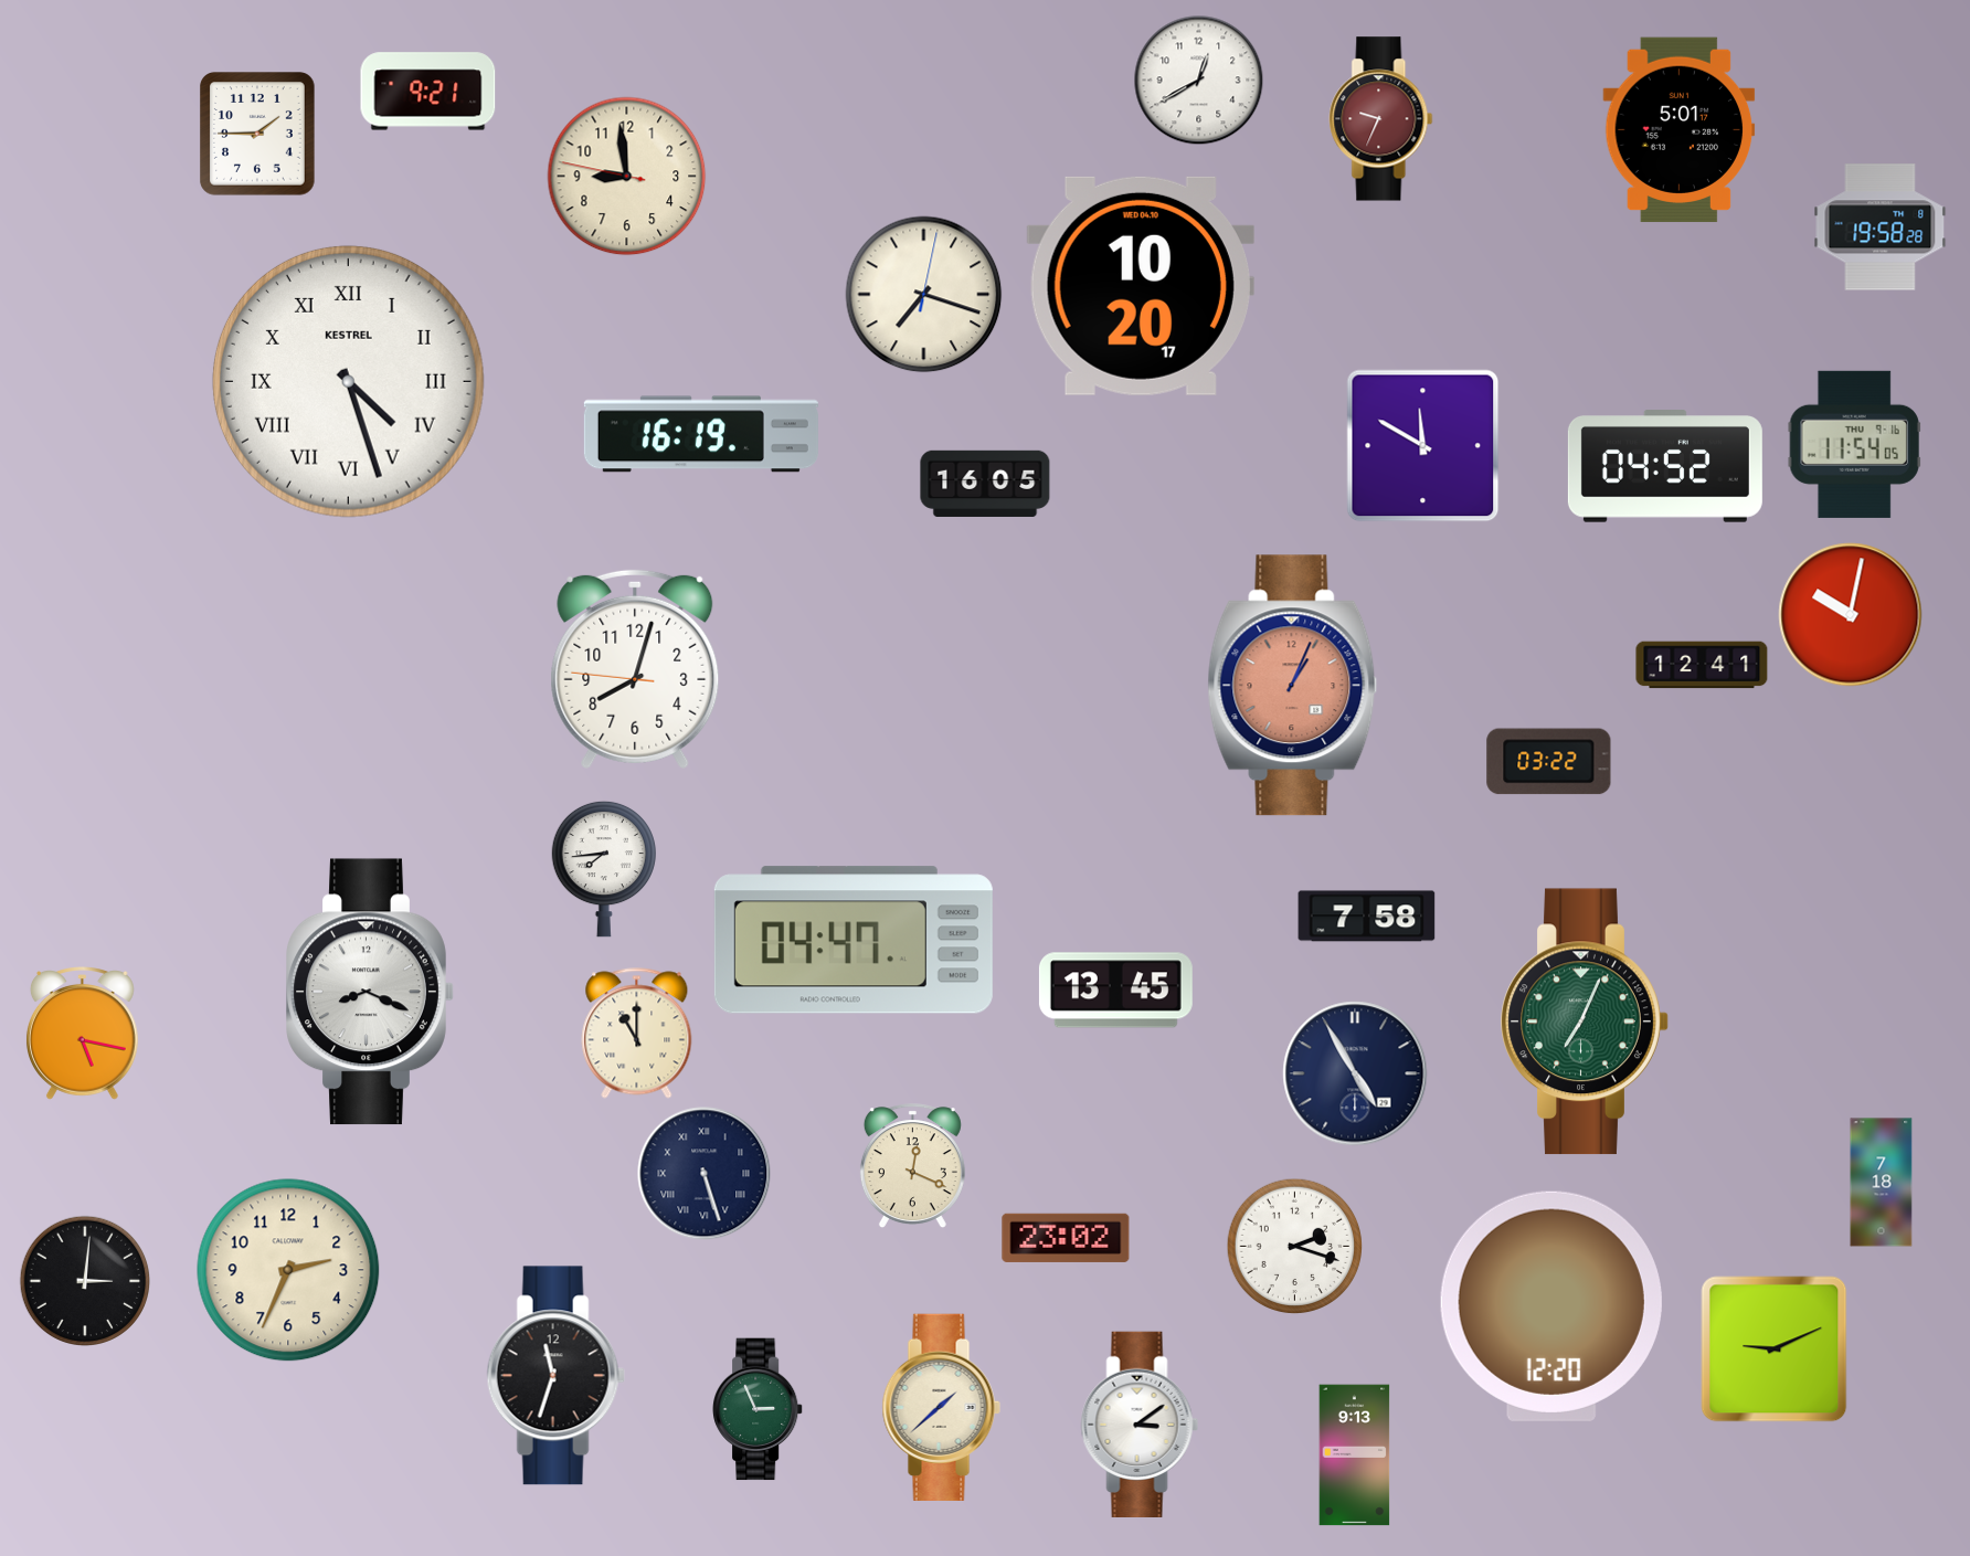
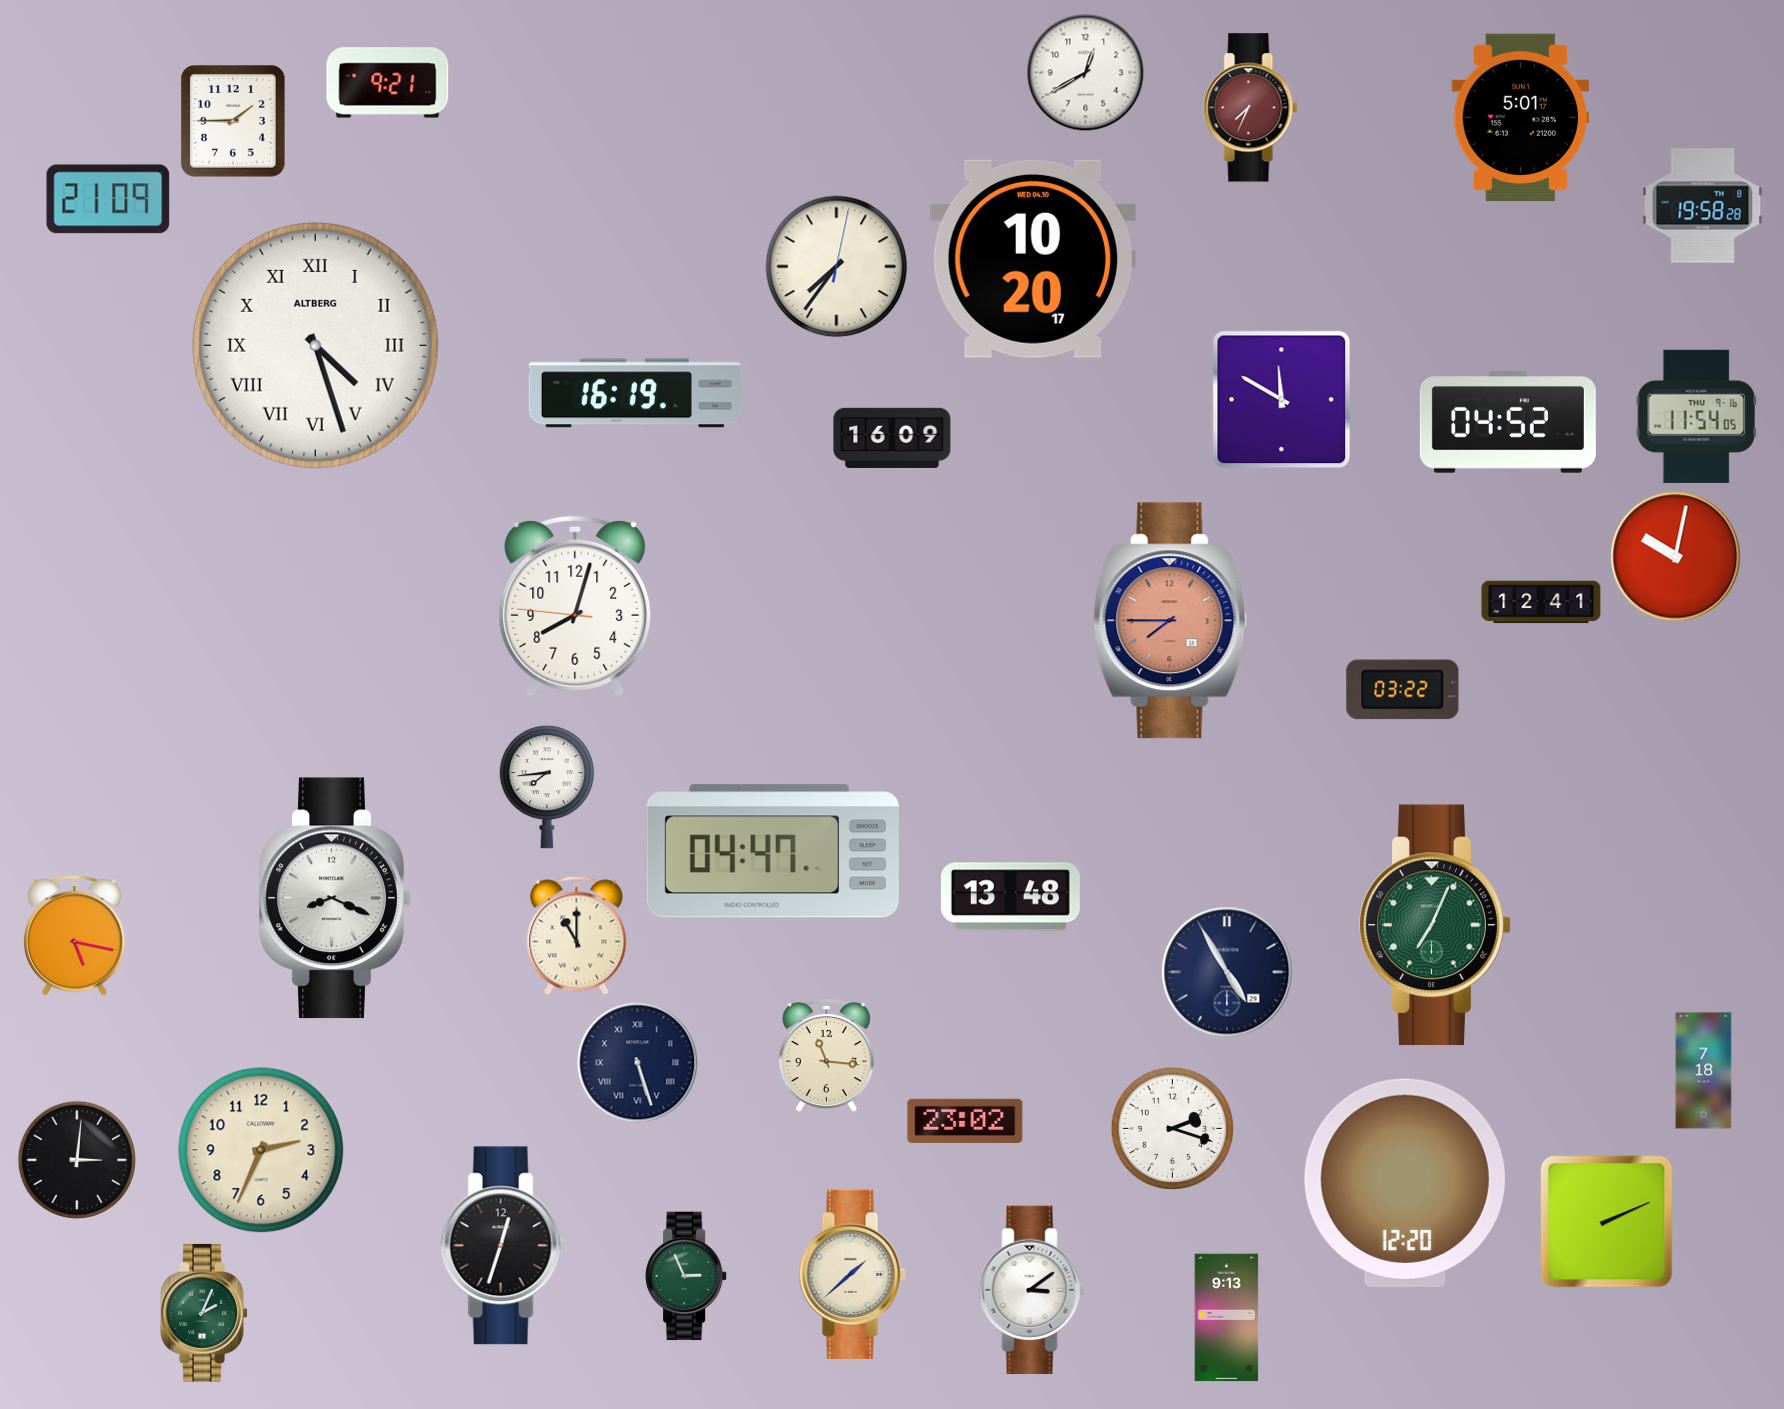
clock at (1381, 119): 9:34 -> 7:34
clock at (627, 177): 8:58 -> none
clock at (108, 199): none -> 21:09
clock at (924, 295): 7:18 -> 7:36
clock at (348, 381) brand: KESTREL -> ALTBERG
clock at (1854, 444) position: (1854, 444) -> (1696, 416)
clock at (1423, 446) position: (1423, 446) -> (1282, 400)
clock at (985, 484): 16:05 -> 16:09
clock at (1293, 686): 1:04 -> 7:45
clock at (1367, 917): 7:58 -> none
clock at (1115, 991): 13:45 -> 13:48
clock at (912, 1166): 12:19 -> 11:16
clock at (1775, 1349): 9:11 -> 2:11
clock at (555, 1376): 11:33 -> 12:33
clock at (205, 1313): none -> 2:04
